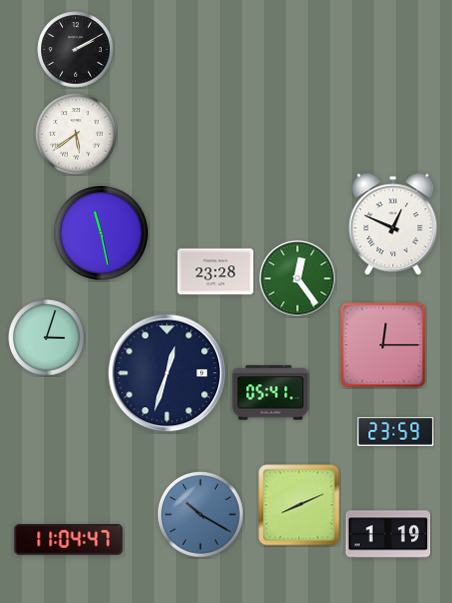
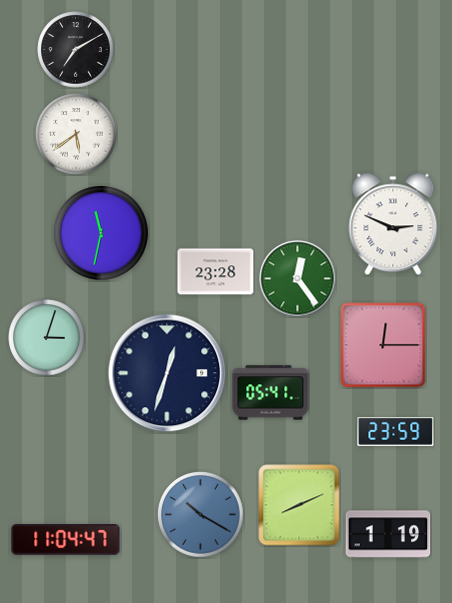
clock at (76, 50): 2:10 -> 7:10
clock at (393, 224): 12:49 -> 2:49
clock at (102, 234): 11:28 -> 11:32
clock at (69, 540) position: (69, 540) -> (66, 540)
